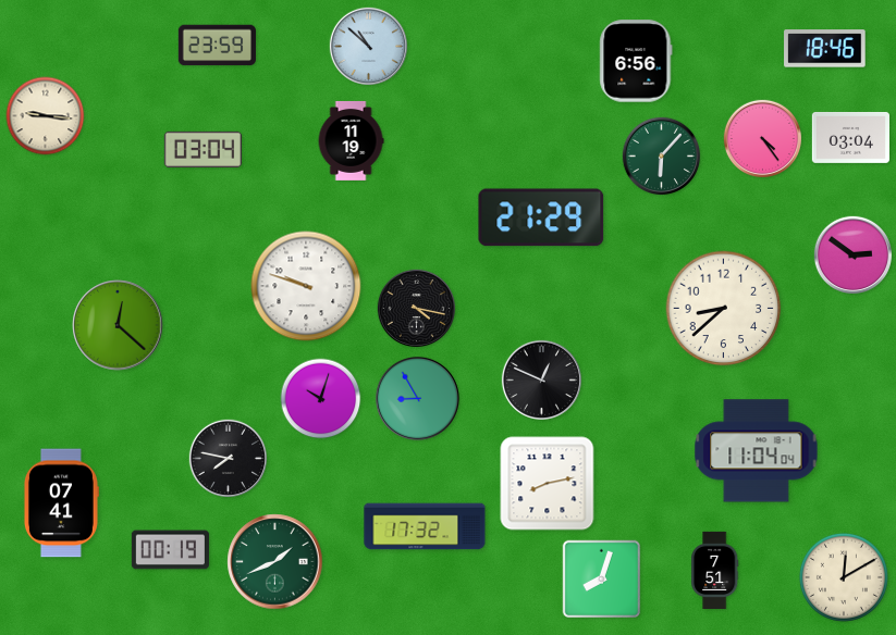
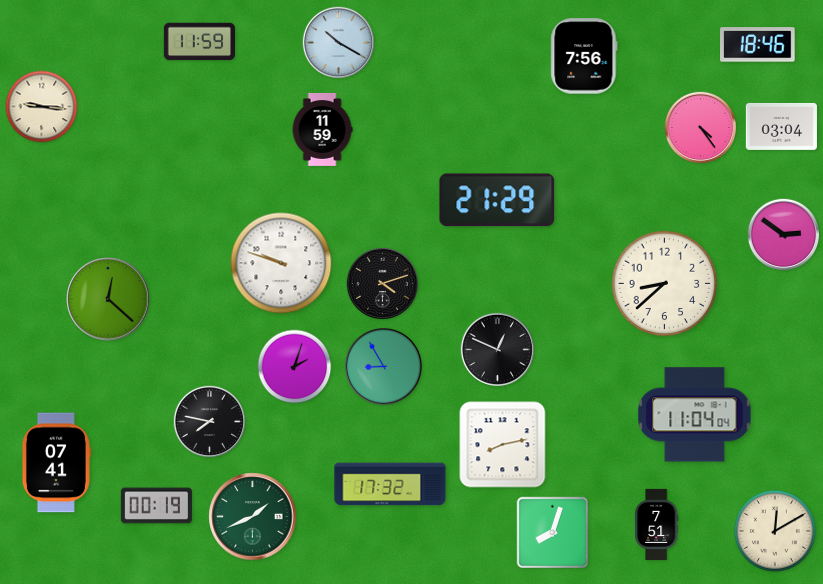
clock at (217, 46): 23:59 -> 11:59
clock at (368, 46): 10:52 -> 10:20
clock at (636, 61): 6:56 -> 7:56
clock at (351, 140): 11:19 -> 11:59
clock at (202, 149): 03:04 -> none
clock at (661, 155): 6:07 -> none
clock at (416, 308): 4:17 -> 4:12
clock at (321, 399): 10:03 -> 2:03
